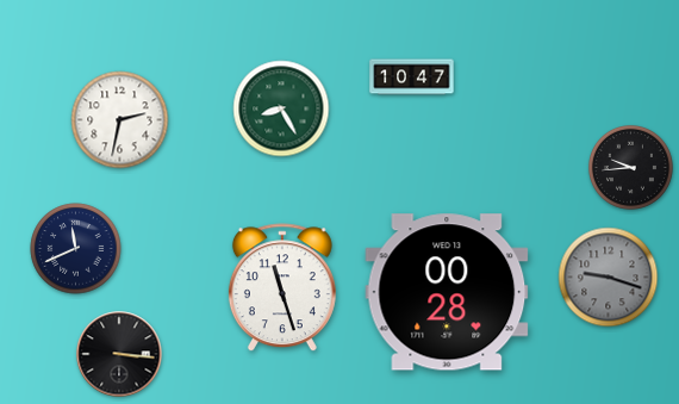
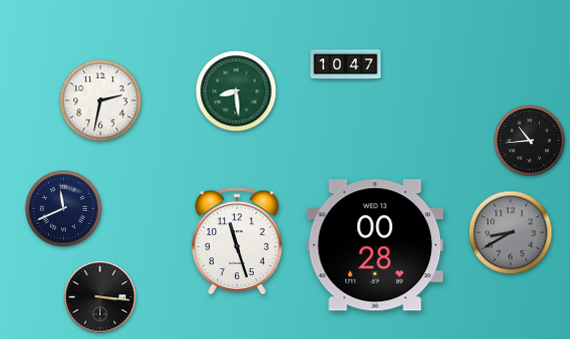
clock at (281, 108): 8:25 -> 8:29
clock at (630, 167): 9:44 -> 10:44
clock at (609, 278): 9:18 -> 8:40
